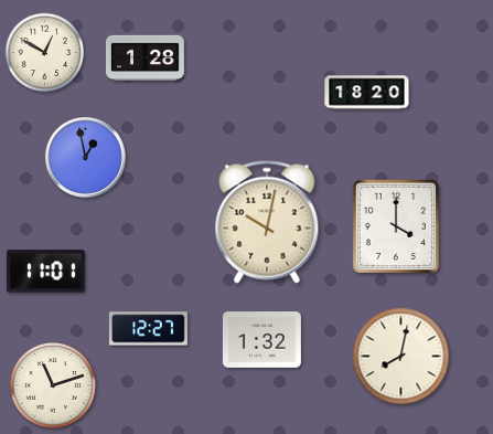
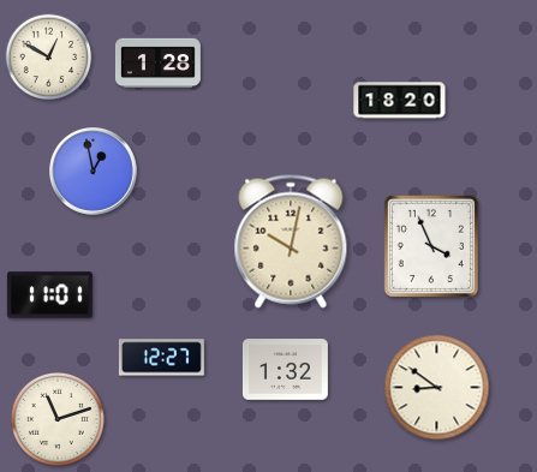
clock at (396, 226): 4:00 -> 3:56
clock at (401, 357): 8:02 -> 8:51
